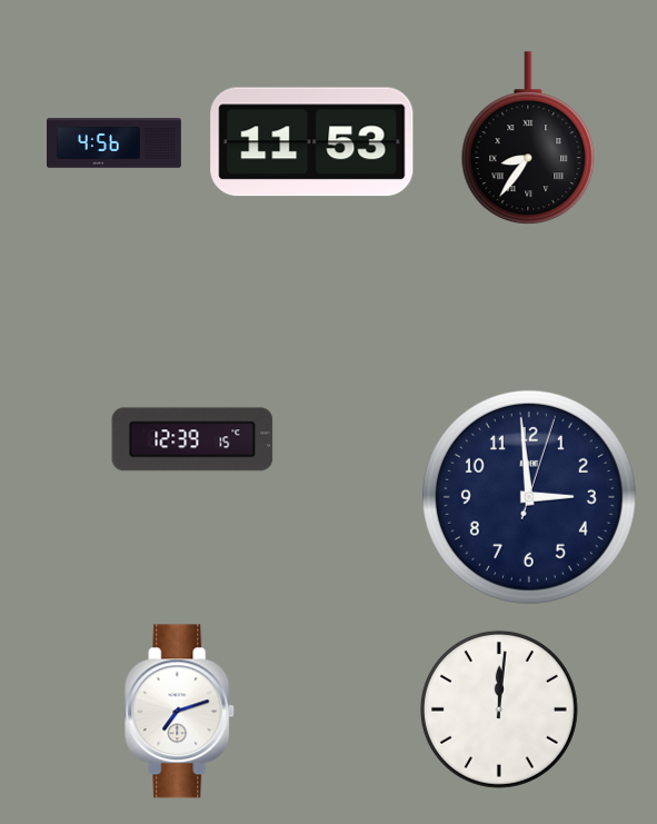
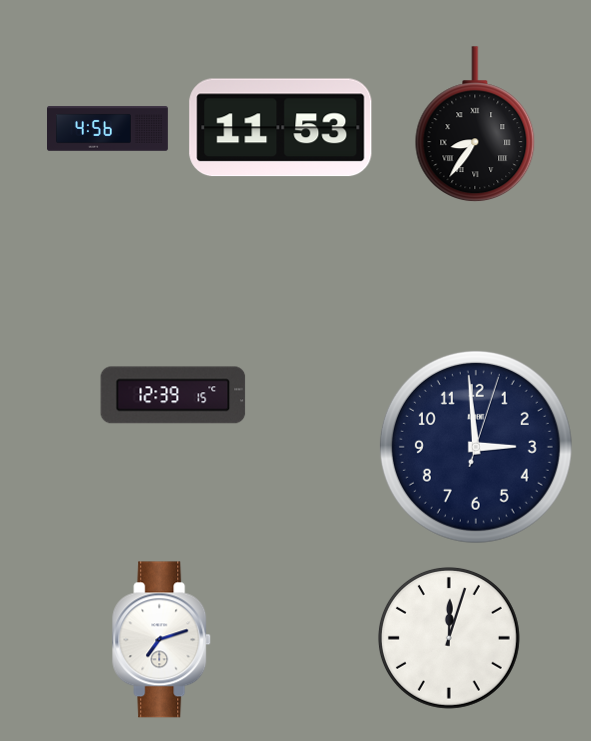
clock at (115, 143) position: (115, 143) -> (108, 129)
clock at (499, 709): 12:01 -> 12:03
